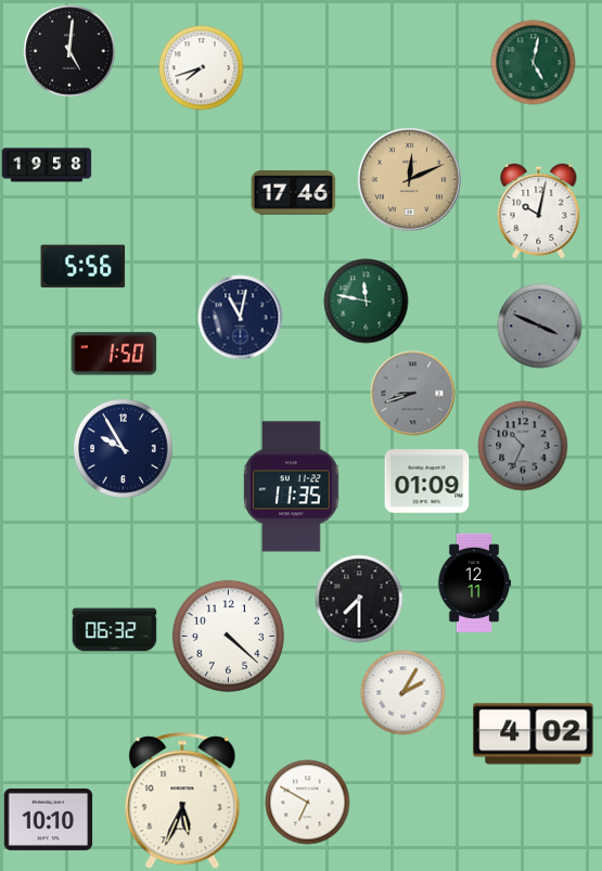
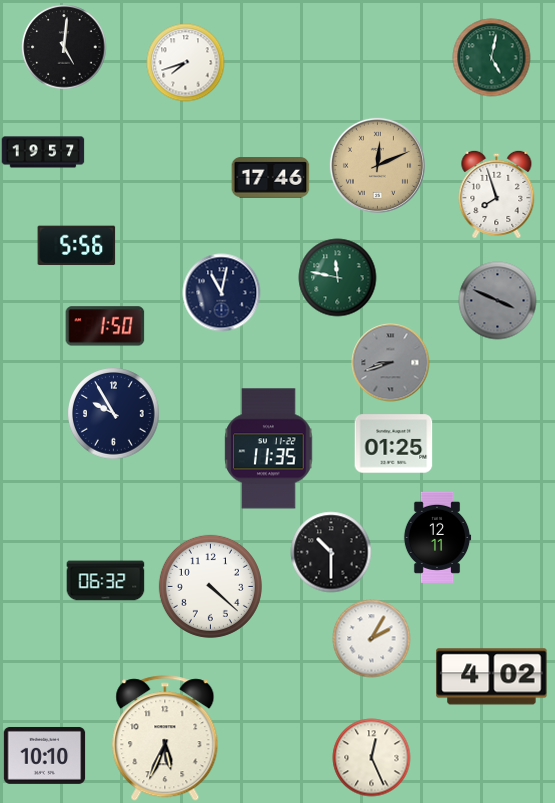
clock at (47, 165): 19:58 -> 19:57
clock at (539, 210): 10:02 -> 7:57
clock at (412, 393) position: (412, 393) -> (390, 362)
clock at (523, 446): 10:34 -> none
clock at (426, 482): 01:09 -> 01:25
clock at (359, 599): 7:30 -> 10:30
clock at (182, 800) position: (182, 800) -> (165, 738)
clock at (307, 802): 6:50 -> none
clock at (371, 757): none -> 12:26
